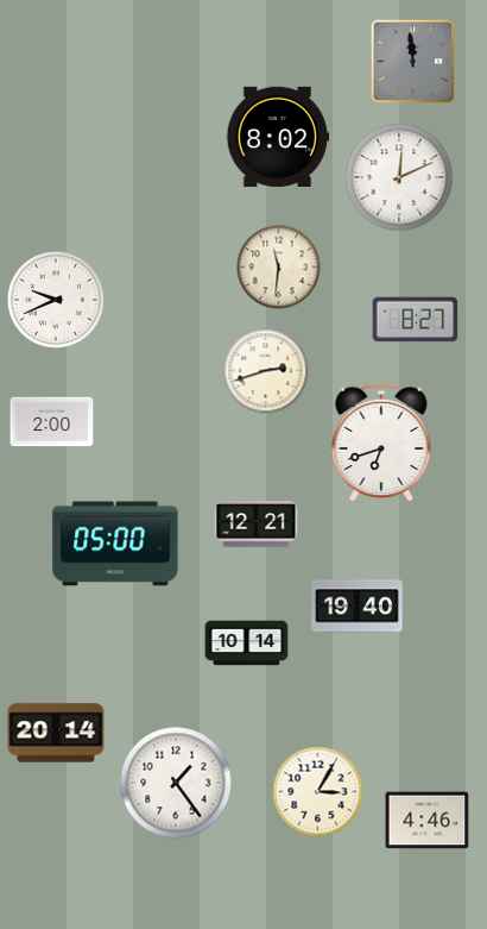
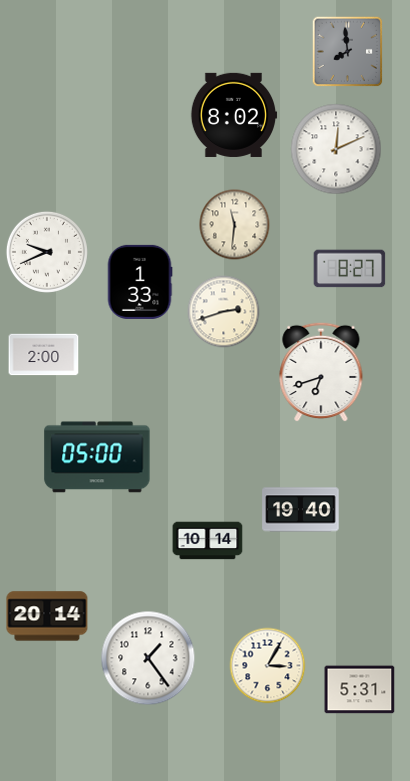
clock at (413, 62): 11:59 -> 7:59
clock at (140, 282): none -> 1:33
clock at (257, 525): 12:21 -> none
clock at (428, 821): 4:46 -> 5:31
